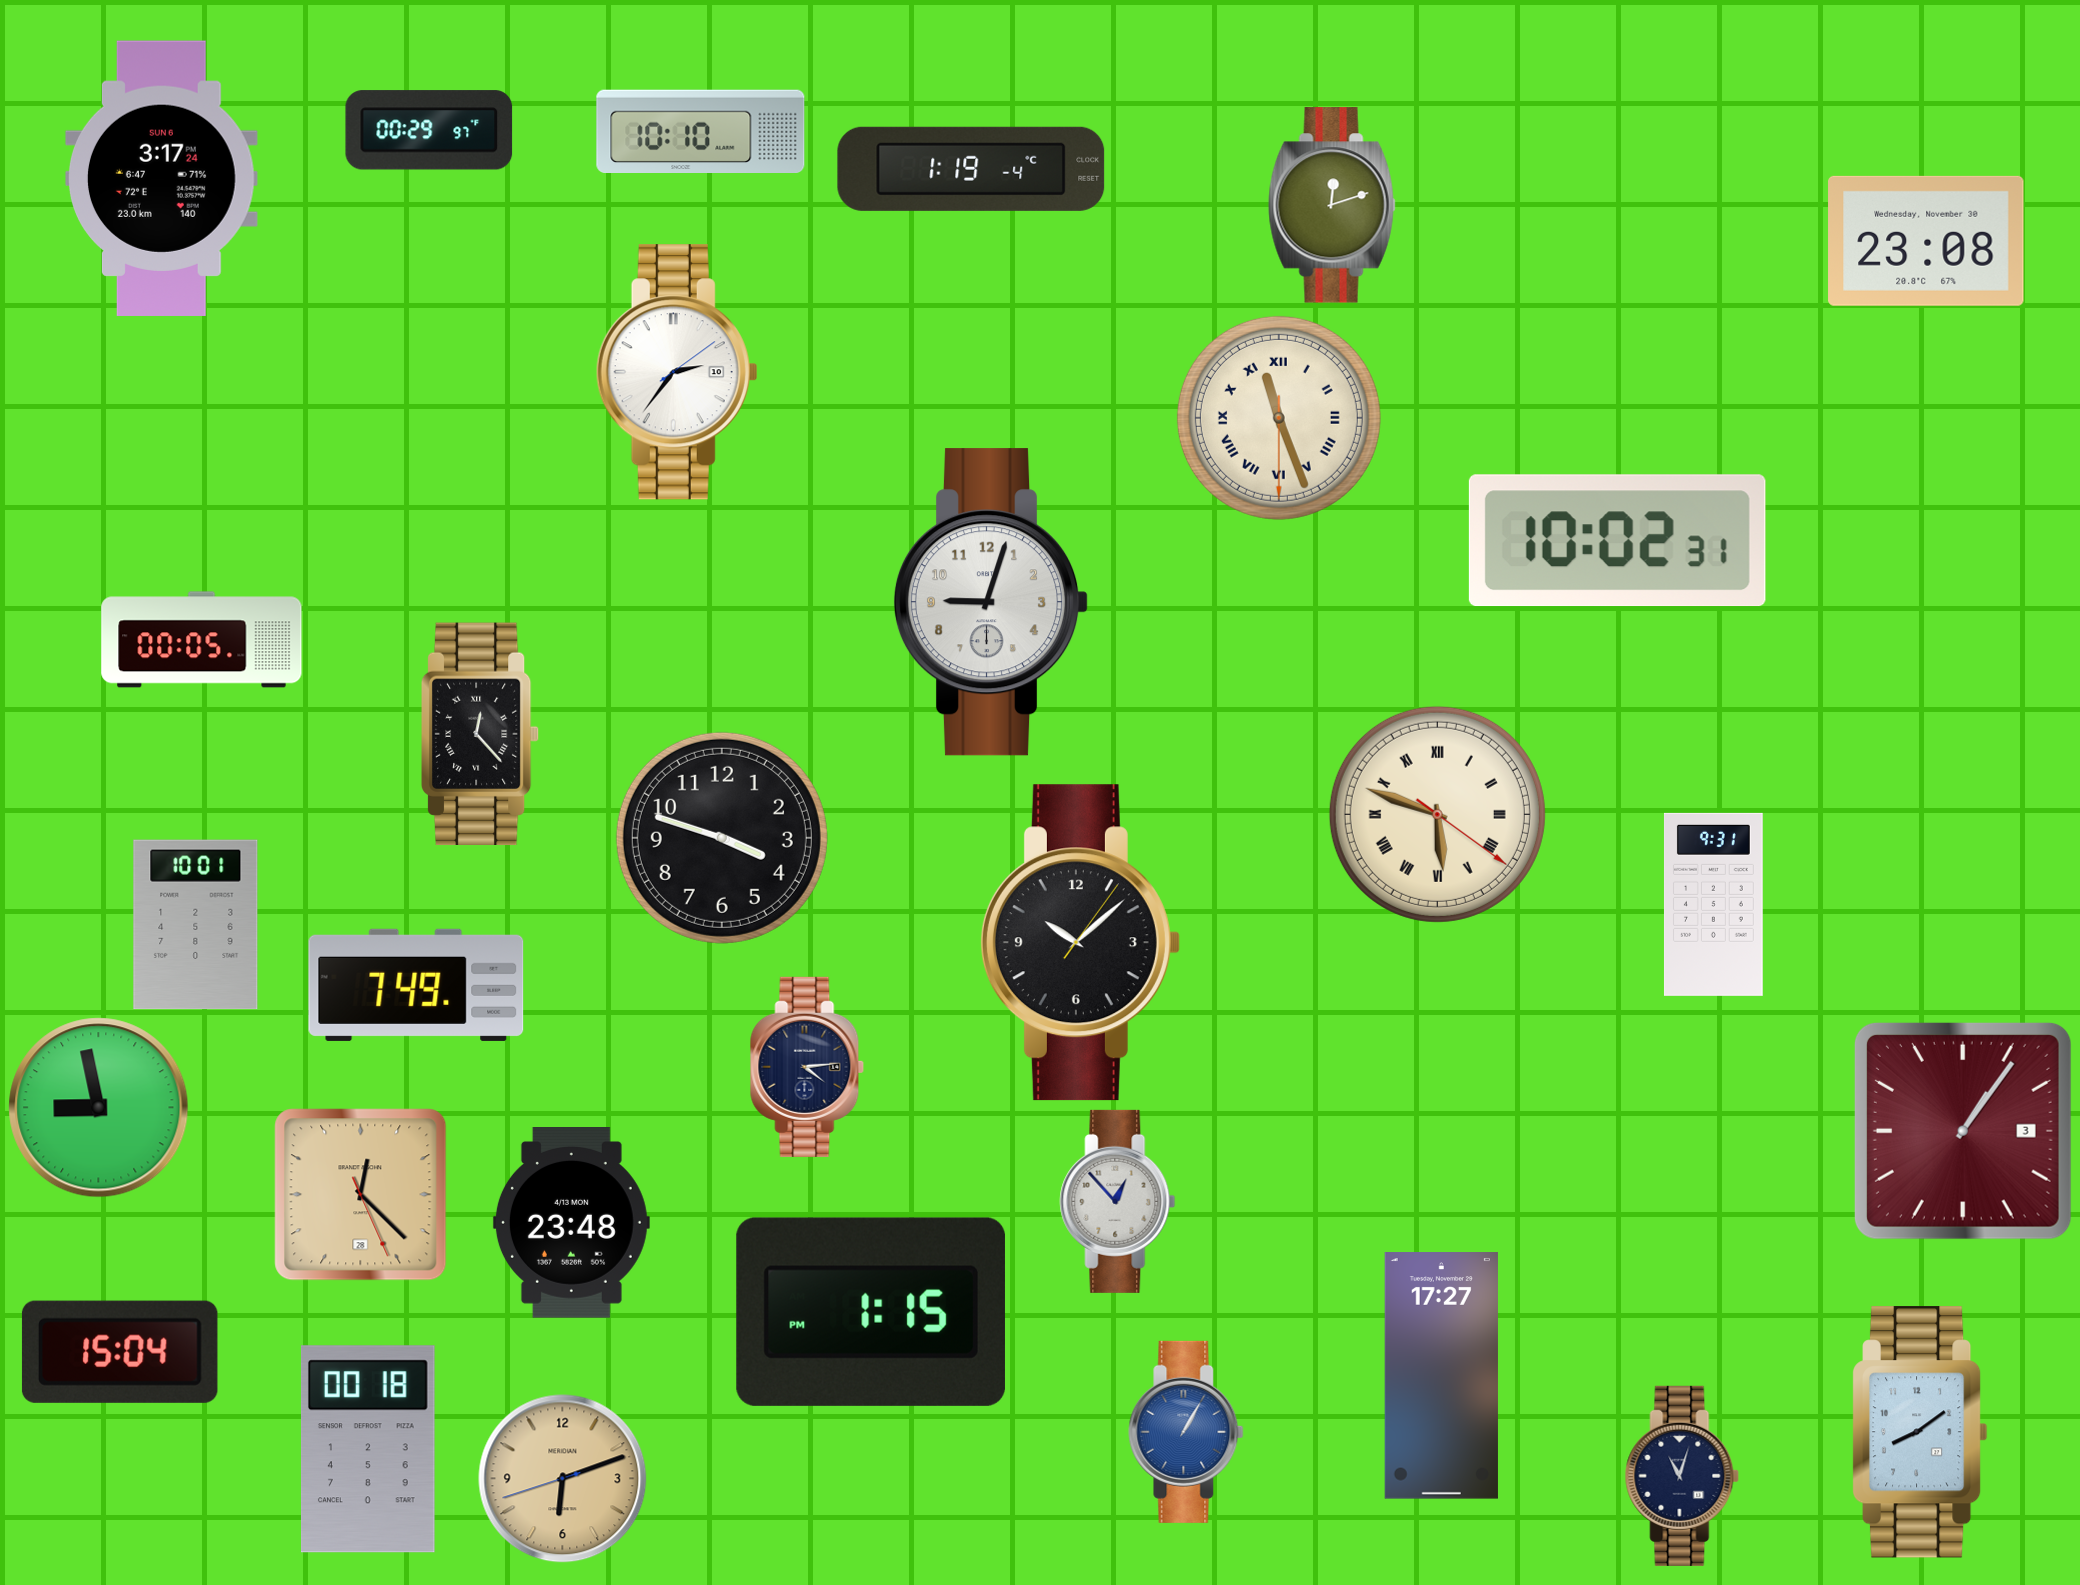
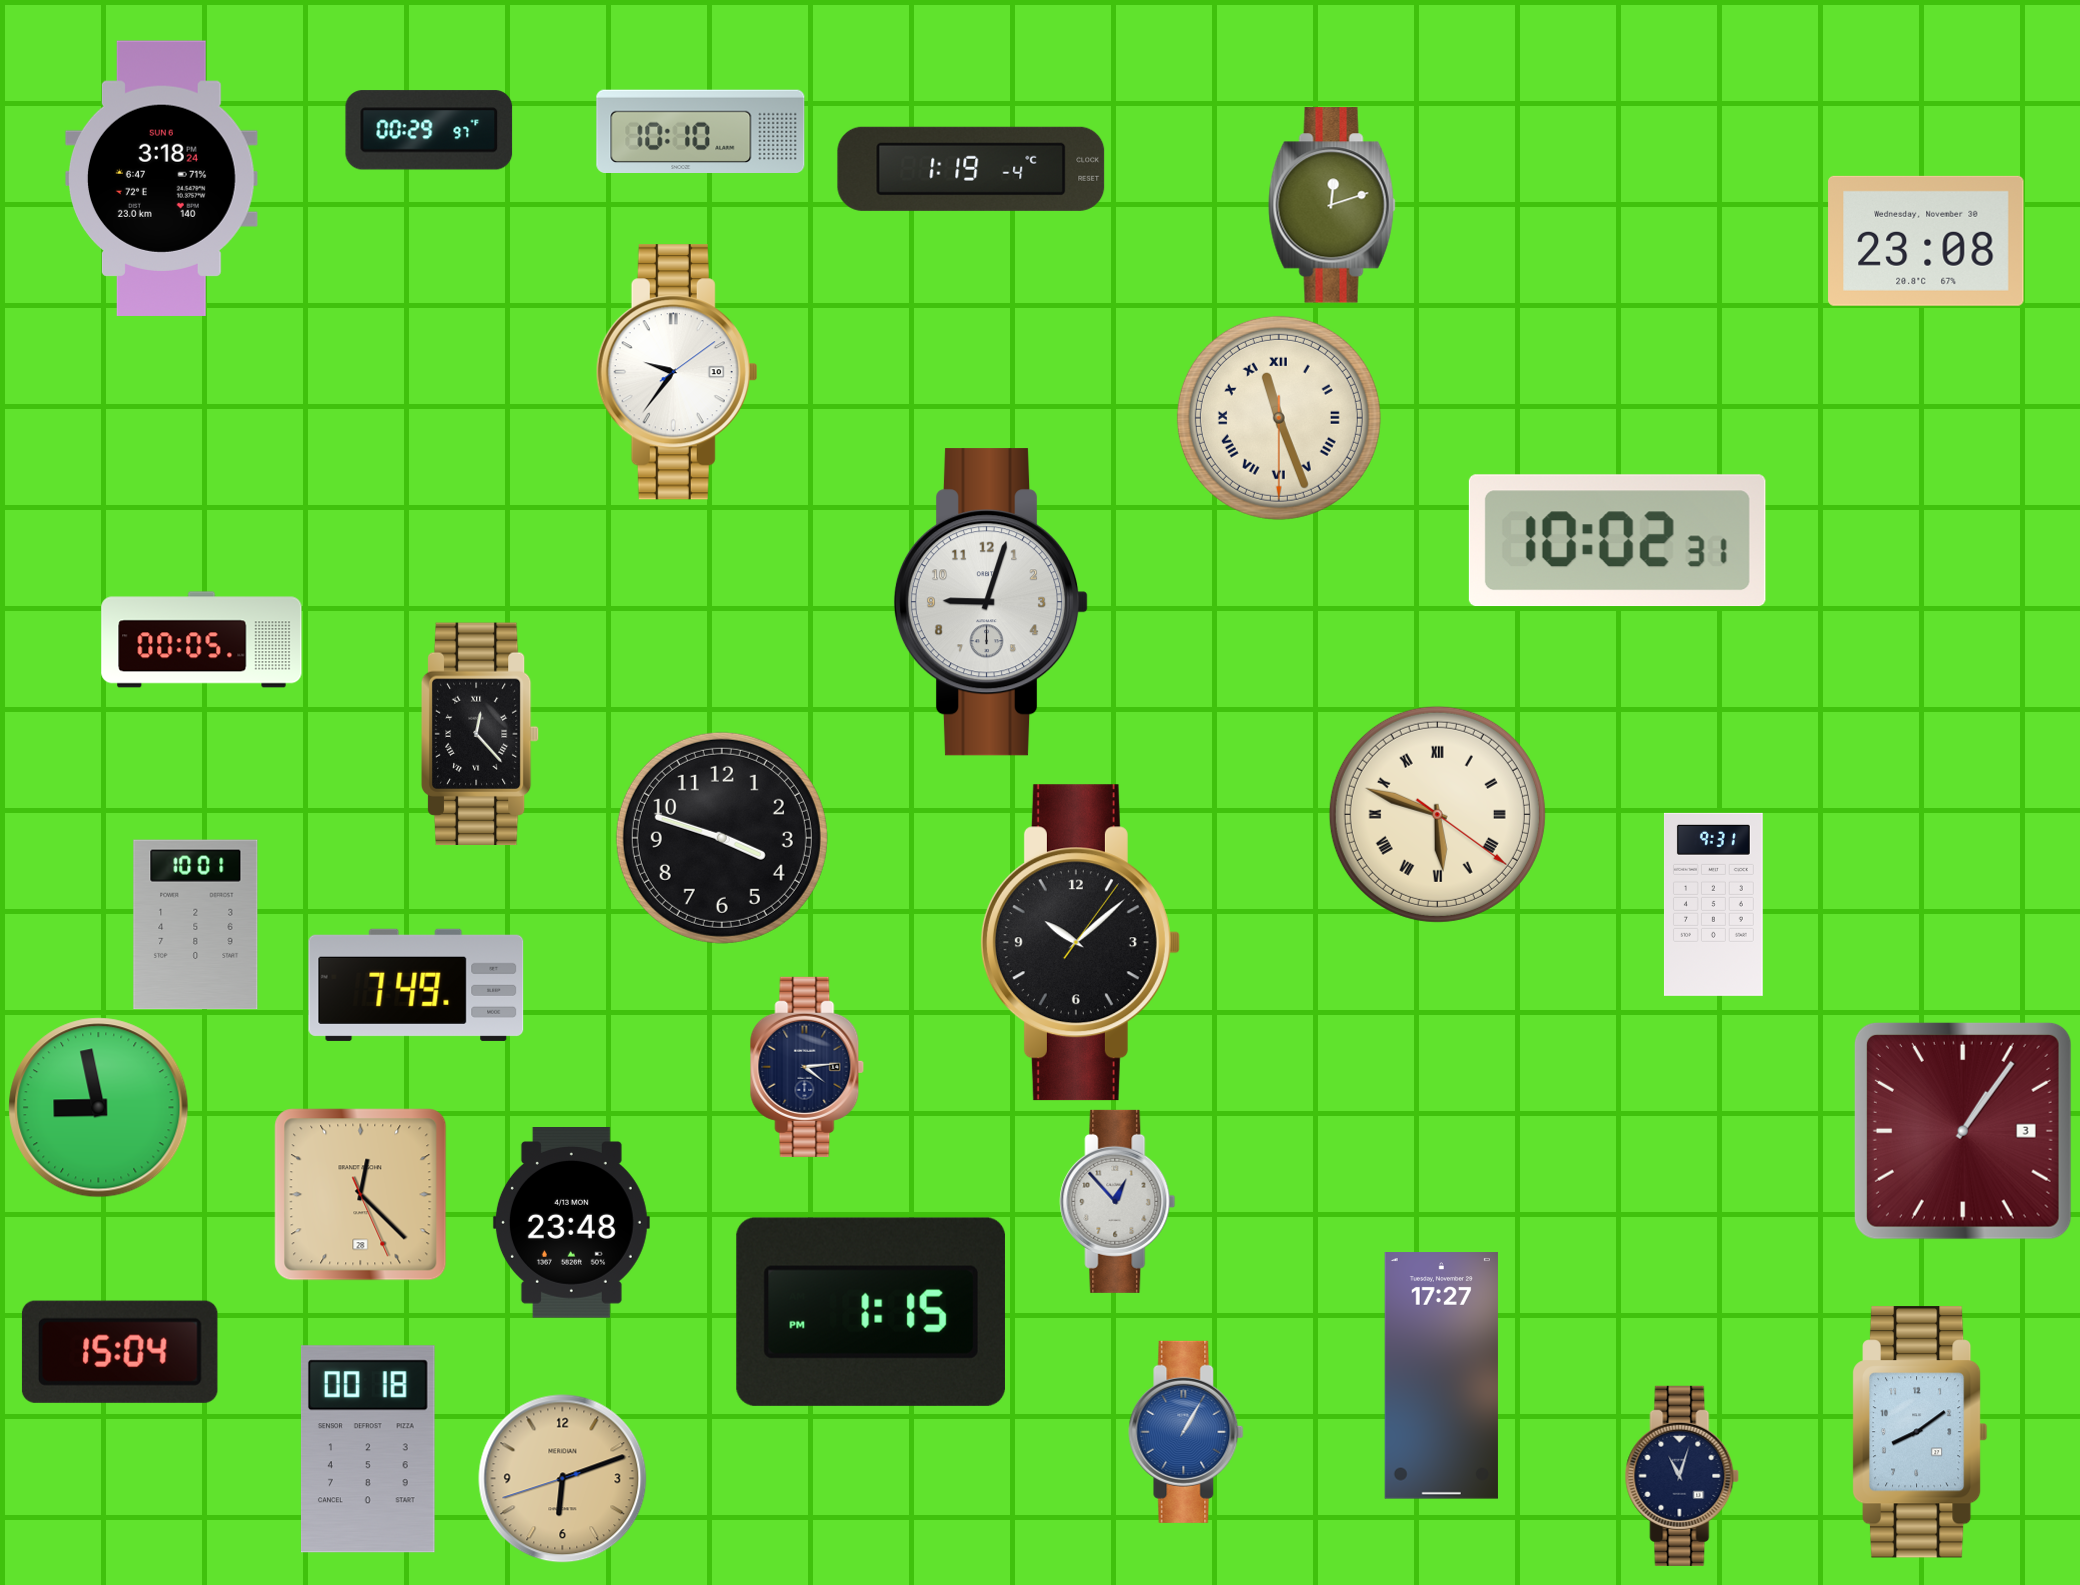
clock at (161, 178): 3:17 -> 3:18
clock at (677, 372): 2:36 -> 9:36
